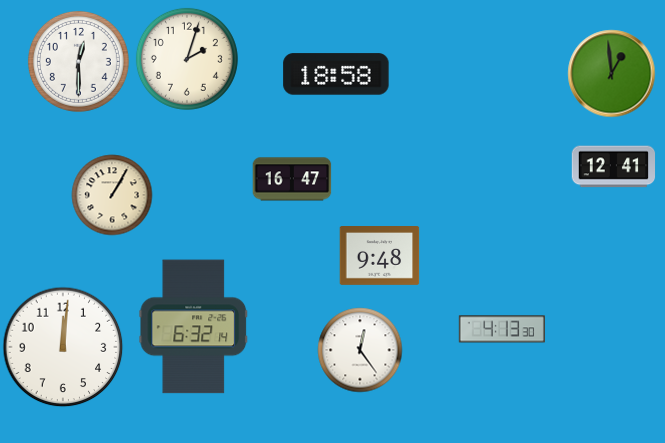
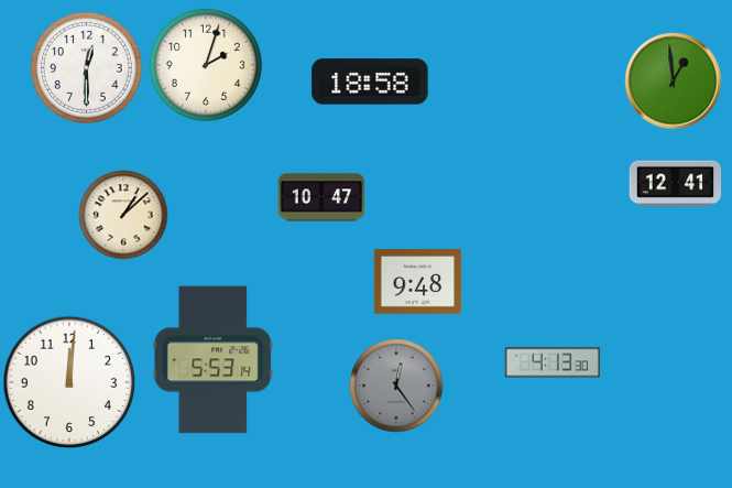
clock at (292, 179): 16:47 -> 10:47
clock at (112, 195): 1:05 -> 1:08
clock at (194, 327): 6:32 -> 5:53
clock at (360, 350) dial: white -> grey
